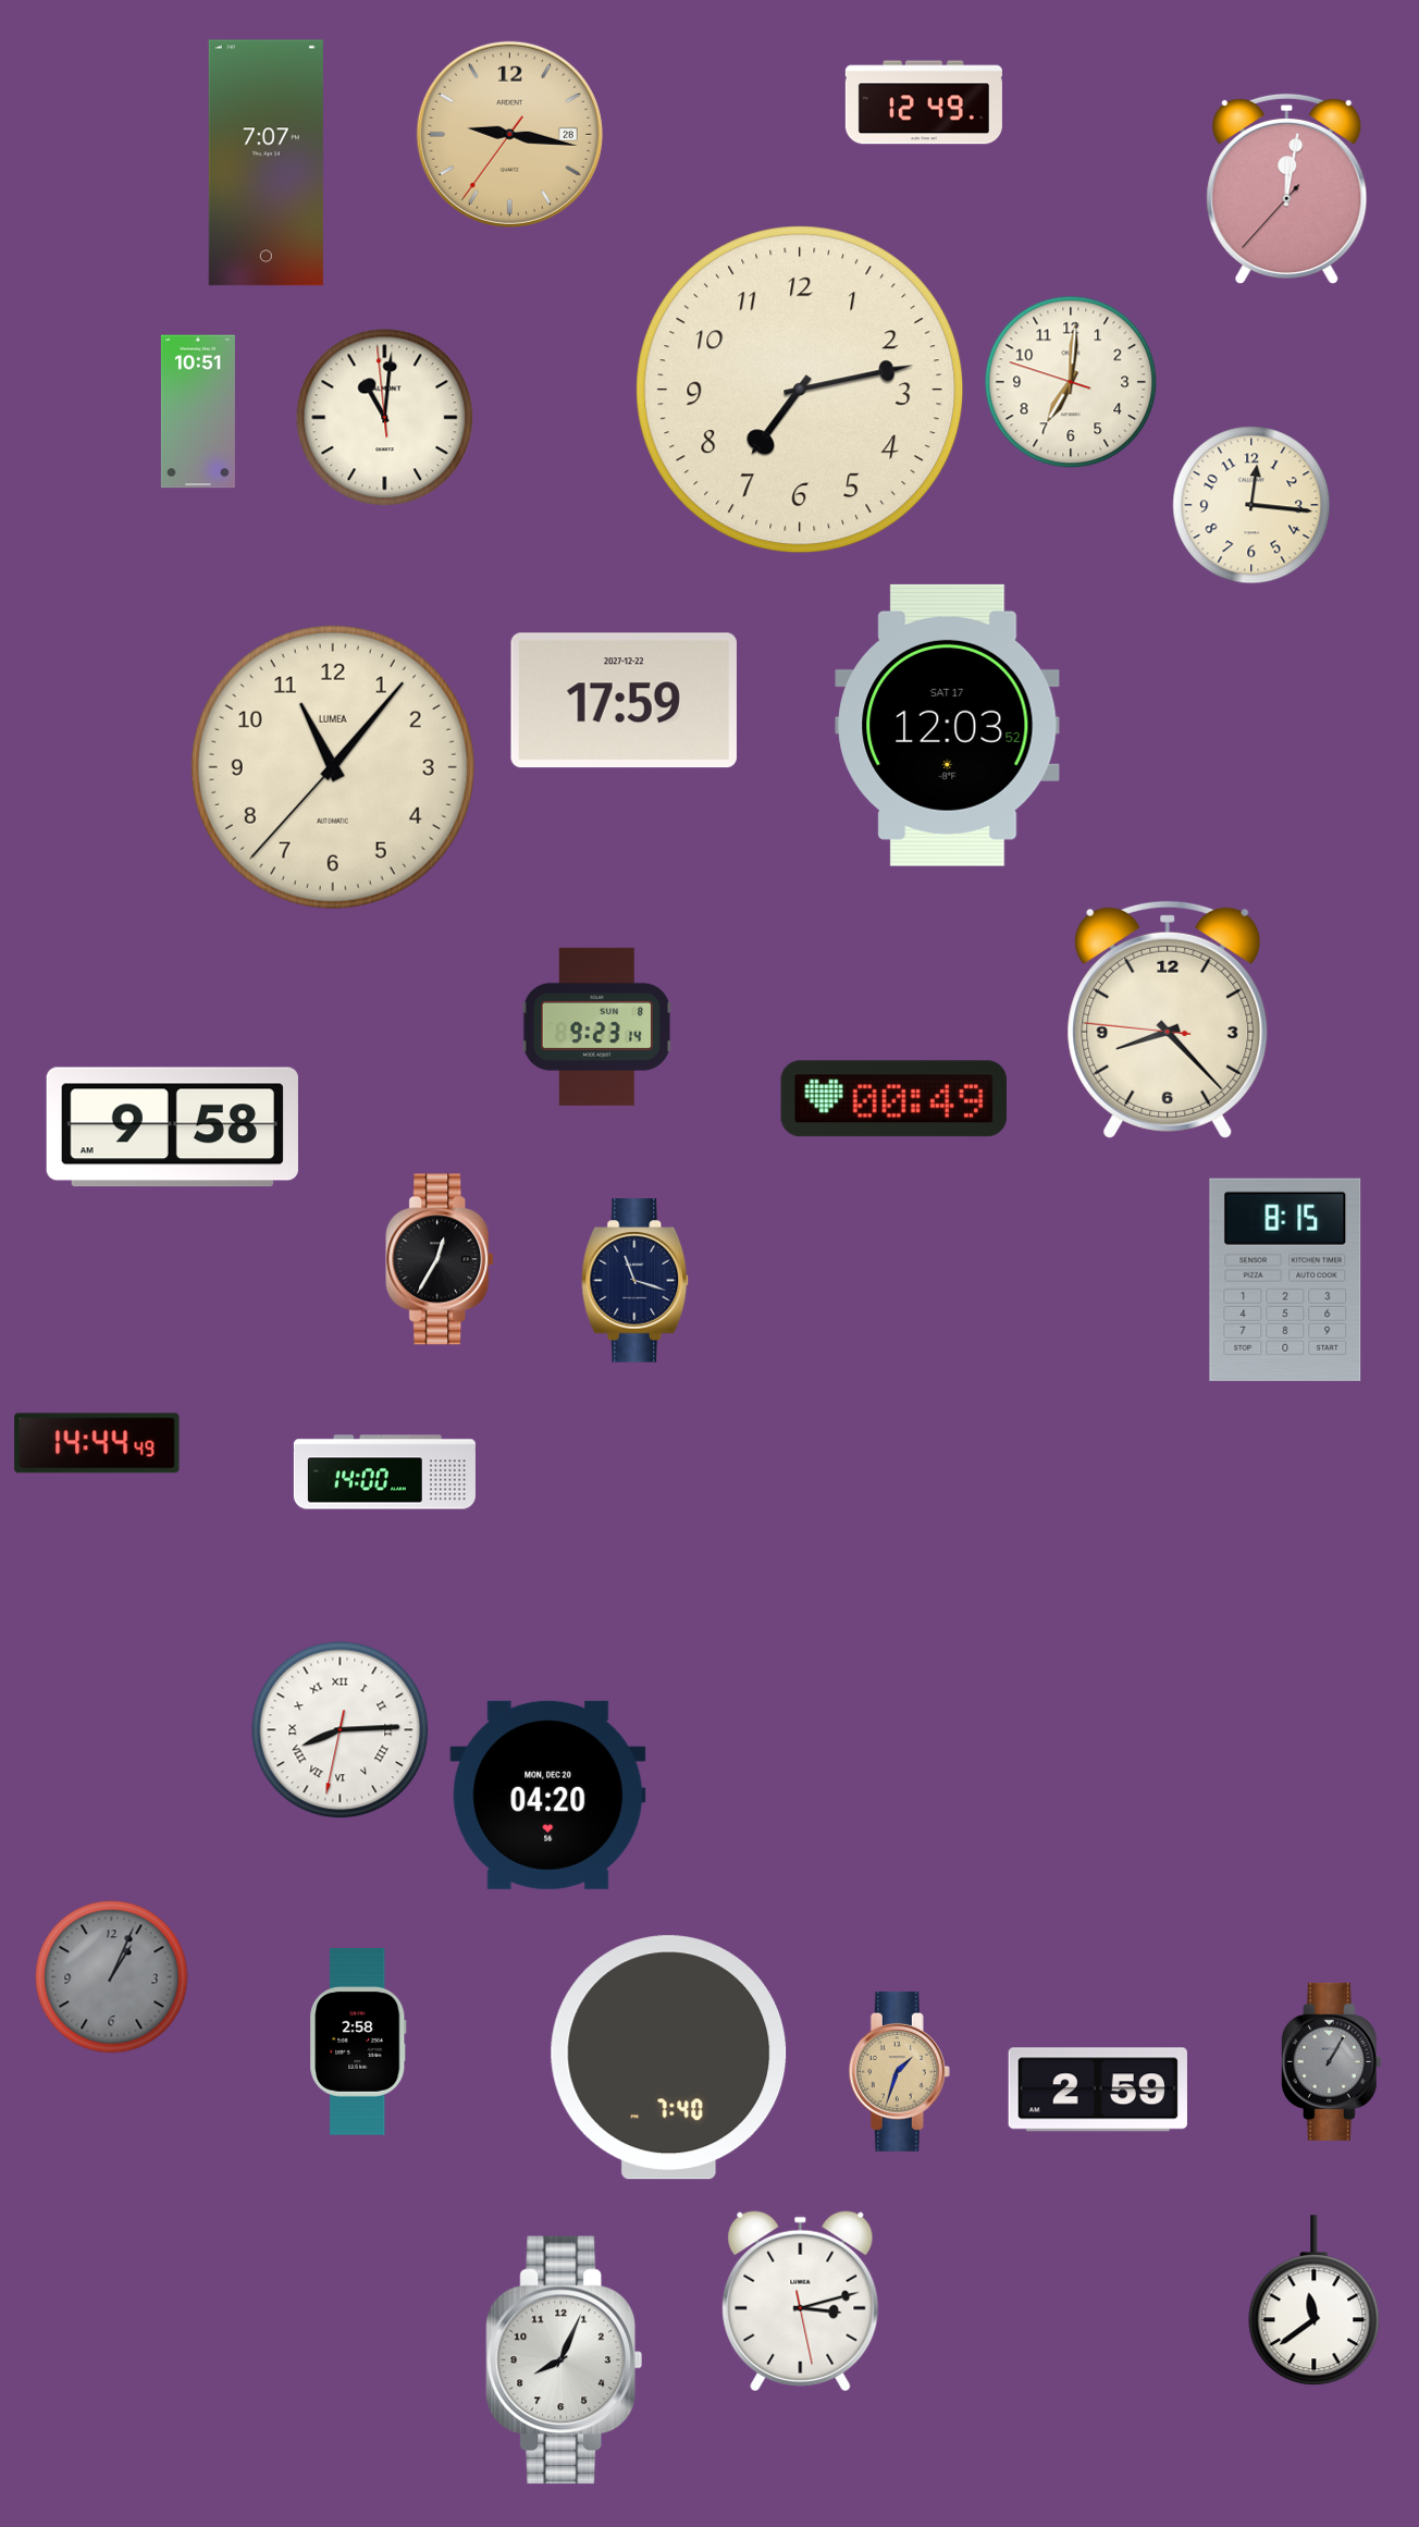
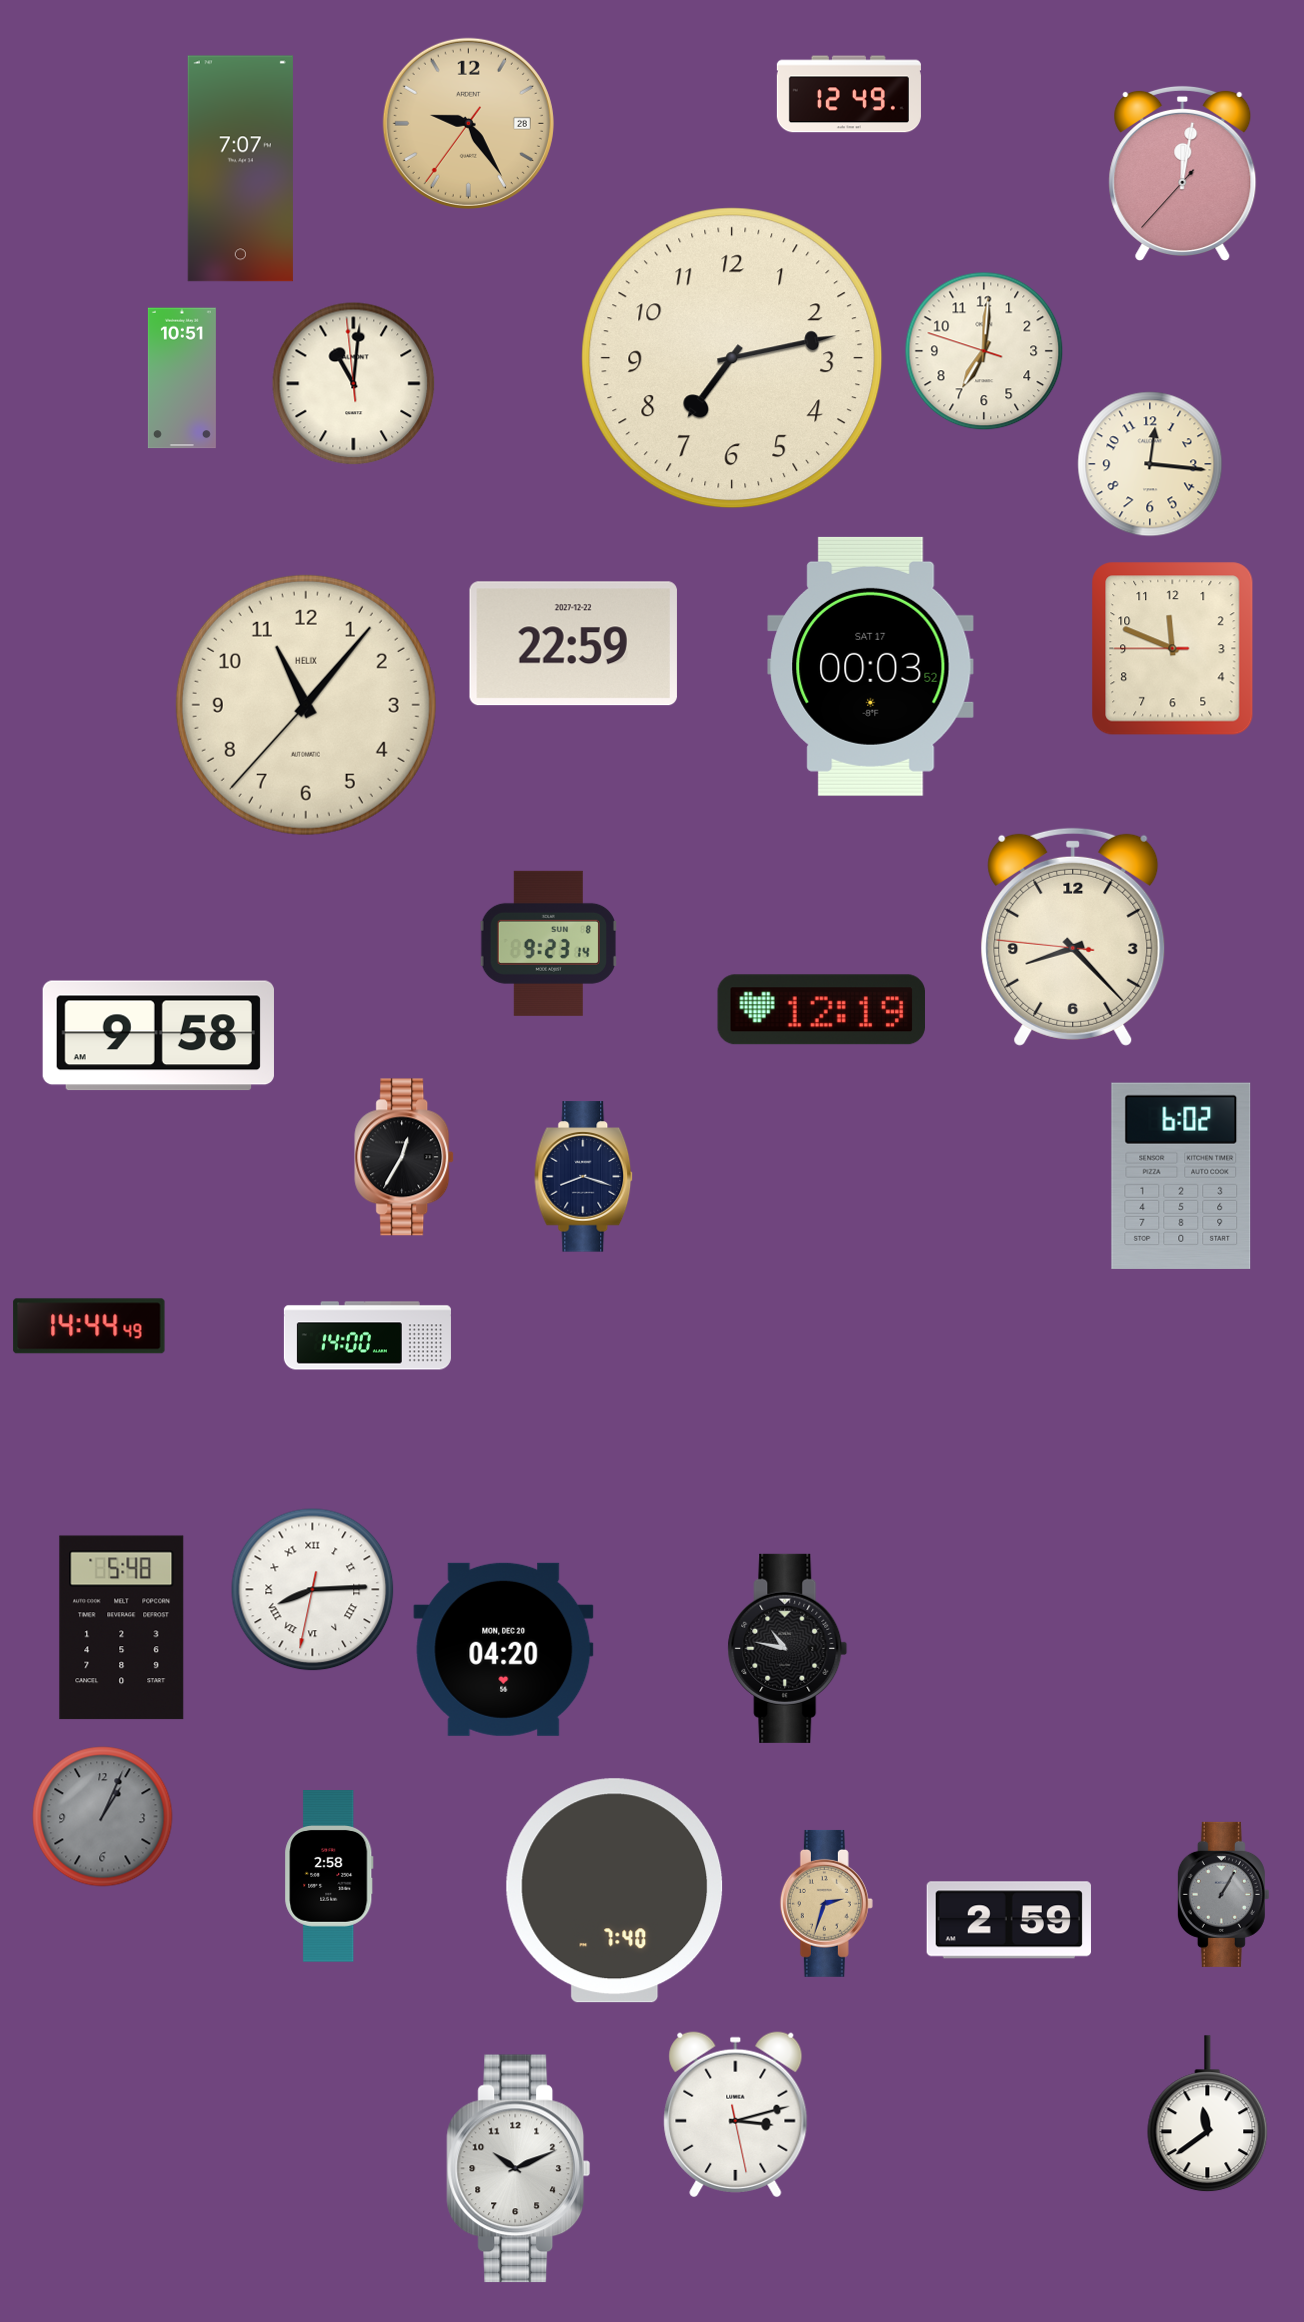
clock at (509, 134): 9:16 -> 9:24
clock at (266, 163) position: (266, 163) -> (240, 169)
clock at (800, 390) position: (800, 390) -> (732, 358)
clock at (624, 701): 17:59 -> 22:59
clock at (1173, 649): none -> 11:48
clock at (948, 725): 12:03 -> 00:03
clock at (333, 767) brand: LUMEA -> HELIX
clock at (893, 1099): 00:49 -> 12:19
clock at (1285, 1280): 8:15 -> 6:02
clock at (636, 1281): 11:18 -> 8:18
clock at (384, 1472) position: (384, 1472) -> (367, 1336)
clock at (122, 1628): none -> 5:48
clock at (788, 1648): none -> 10:47
clock at (899, 2071): 1:33 -> 2:33
clock at (565, 2360): 8:04 -> 10:11
